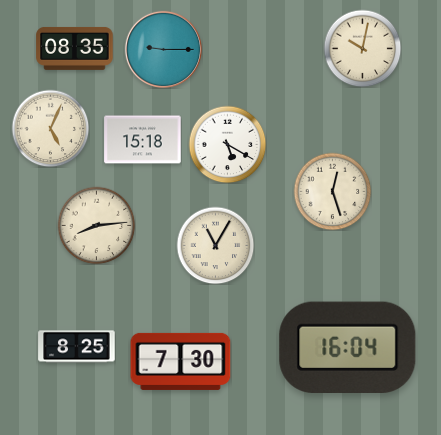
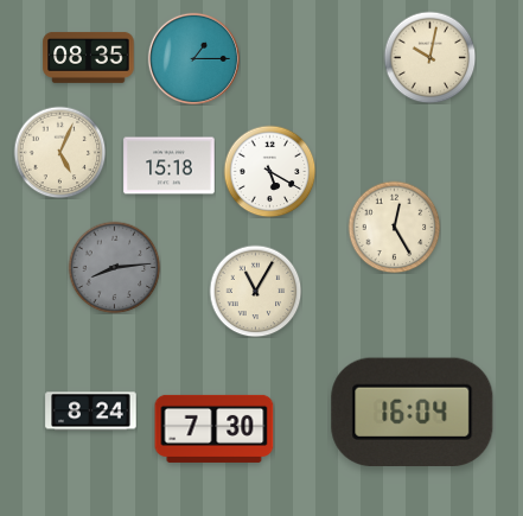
clock at (163, 49): 9:15 -> 1:15
clock at (332, 191): 12:27 -> 12:25
clock at (96, 225) dial: cream -> grey
clock at (77, 347): 8:25 -> 8:24
